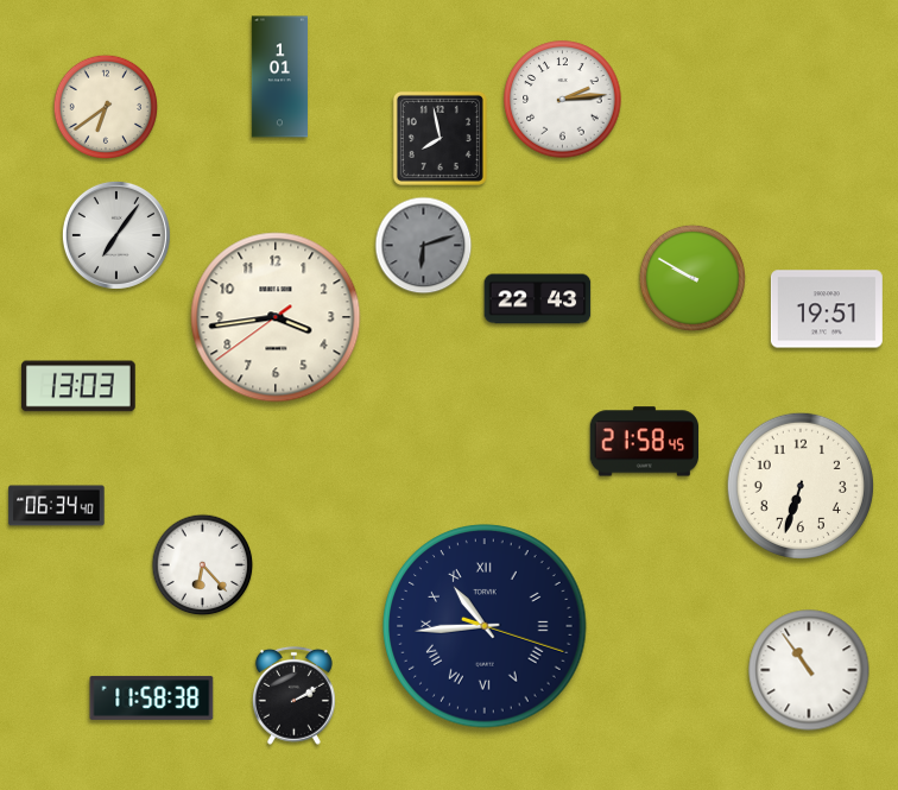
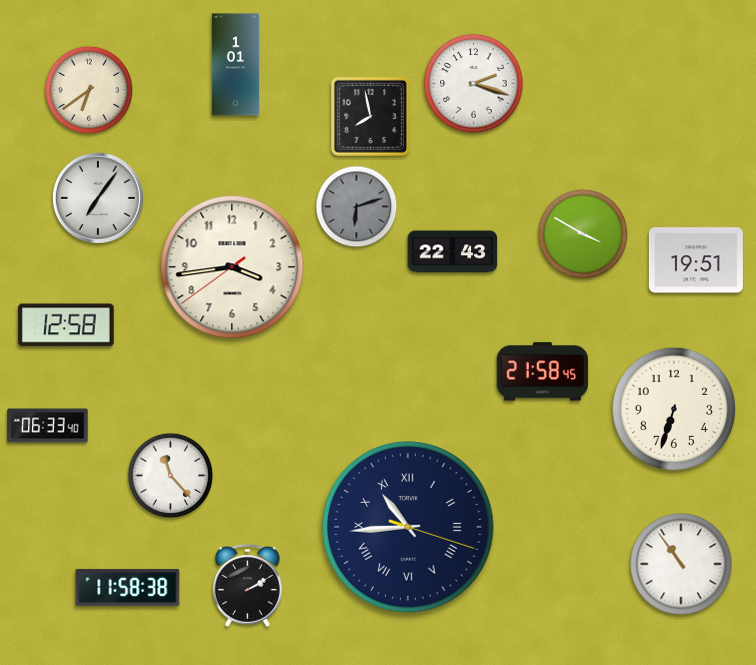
clock at (563, 100): 2:14 -> 2:18
clock at (693, 278): 9:50 -> 3:50
clock at (78, 386): 13:03 -> 12:58
clock at (57, 506): 06:34 -> 06:33
clock at (203, 565): 6:23 -> 11:23
